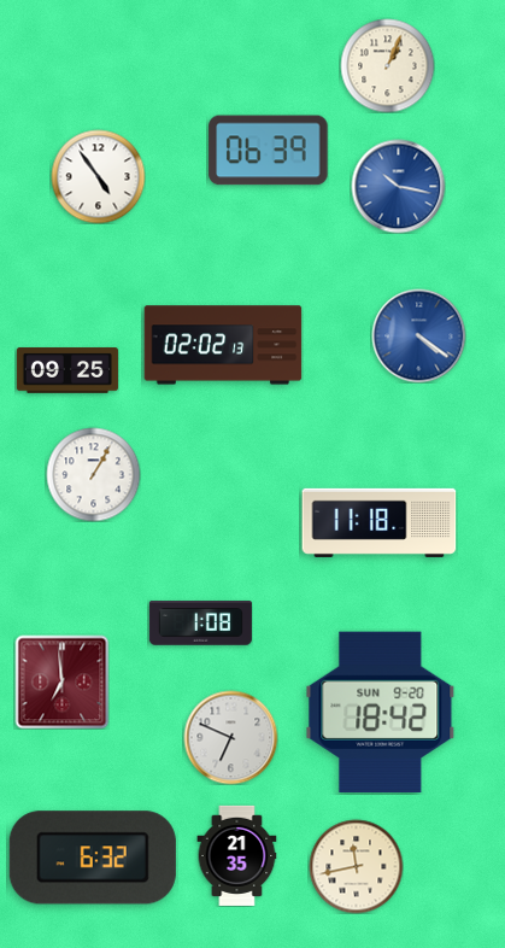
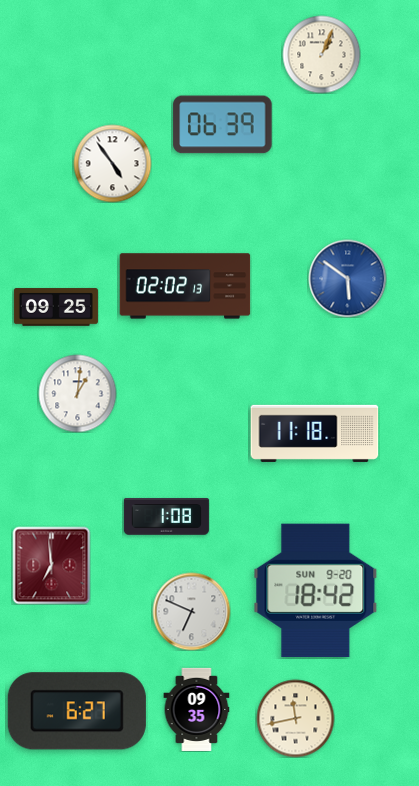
clock at (98, 176) position: (98, 176) -> (112, 163)
clock at (398, 186): 10:17 -> none
clock at (418, 335): 4:21 -> 5:51
clock at (93, 474): 1:05 -> 1:01
clock at (237, 855): 21:35 -> 09:35
clock at (93, 858): 6:32 -> 6:27
